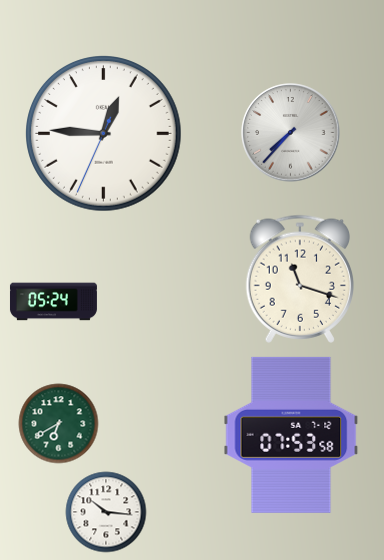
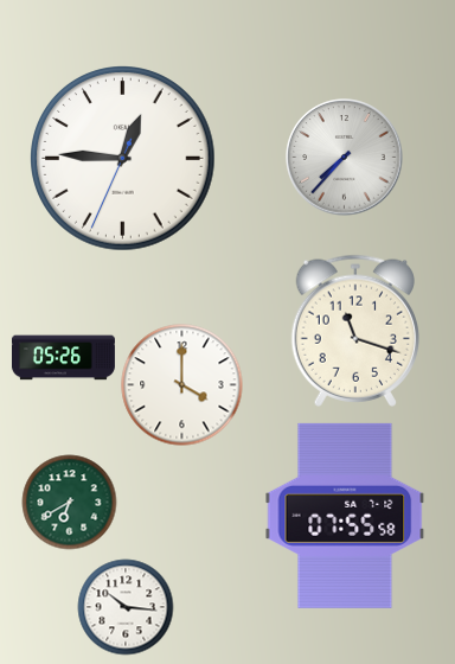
clock at (53, 302): 05:24 -> 05:26
clock at (182, 385): none -> 4:00
clock at (291, 435): 07:53 -> 07:55
